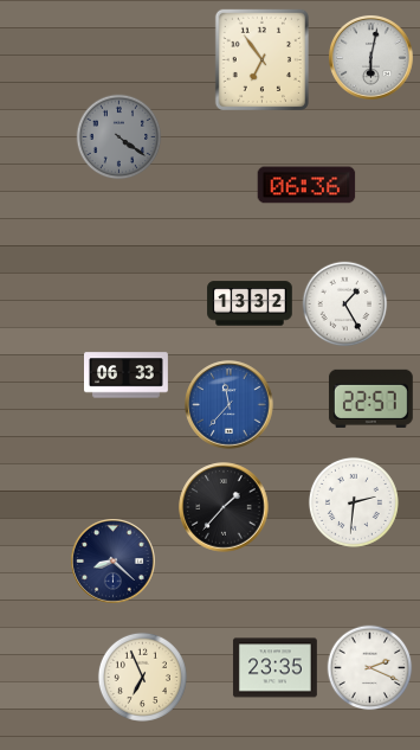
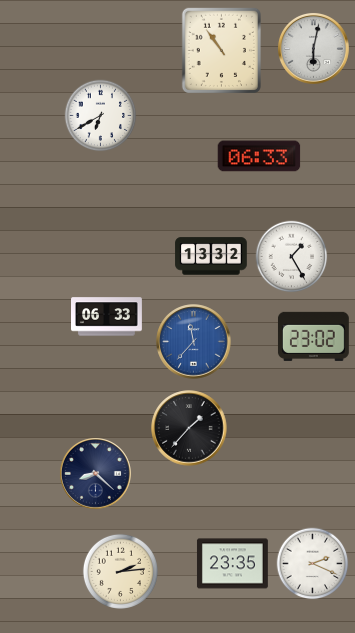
clock at (261, 59): 6:54 -> 10:54
clock at (119, 137): 4:21 -> 6:40
clock at (119, 137) dial: grey -> white
clock at (306, 185): 06:36 -> 06:33
clock at (370, 398): 22:57 -> 23:02
clock at (354, 502): 2:31 -> none
clock at (142, 677): 6:56 -> 2:14
